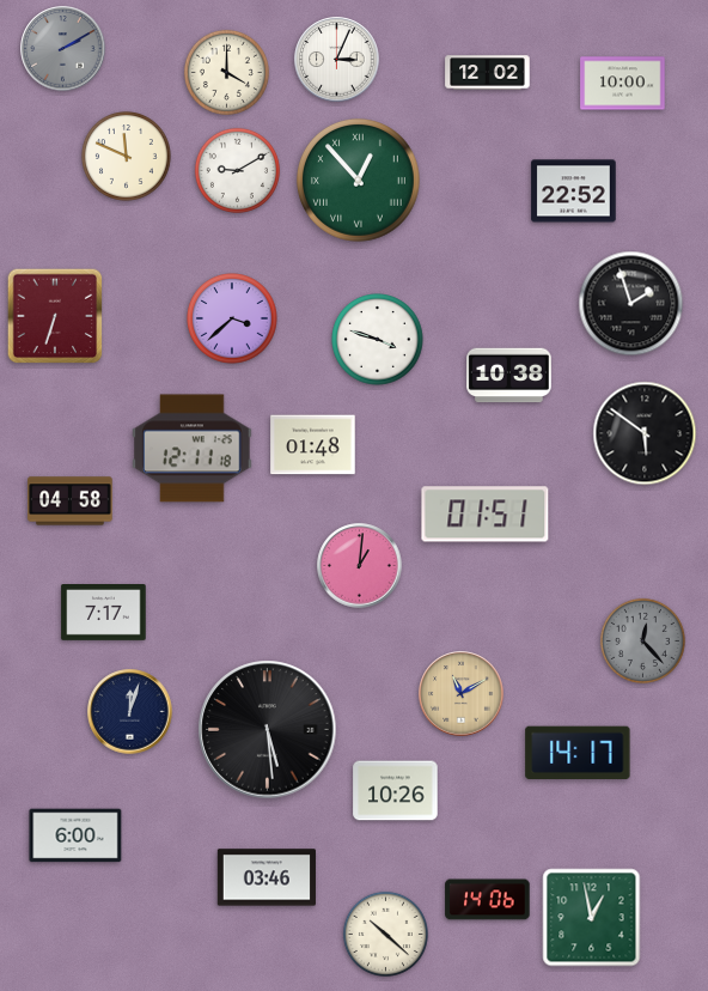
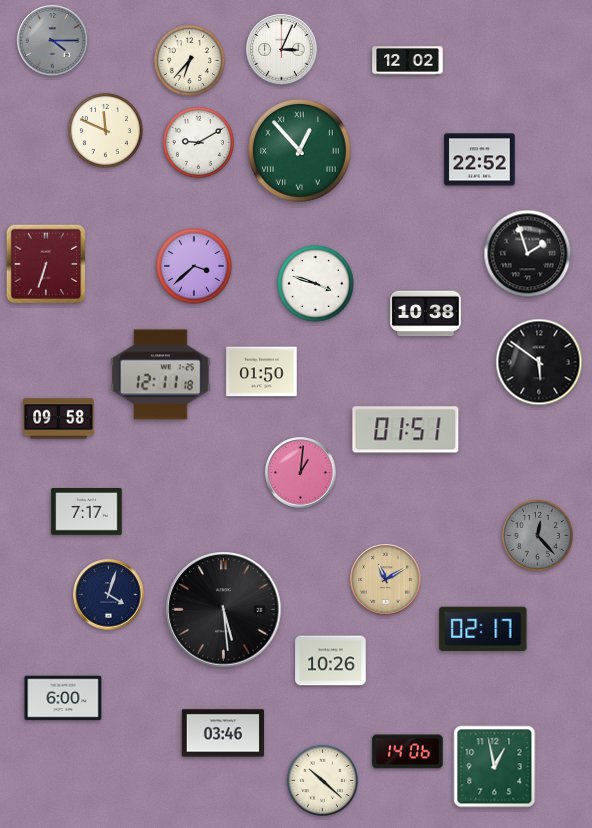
clock at (63, 49): 2:10 -> 4:15
clock at (226, 72): 4:00 -> 6:37
clock at (623, 84): 10:00 -> none
clock at (313, 445): 01:48 -> 01:50
clock at (71, 501): 04:58 -> 09:58
clock at (130, 712): 12:03 -> 4:03
clock at (578, 753): 14:17 -> 02:17
